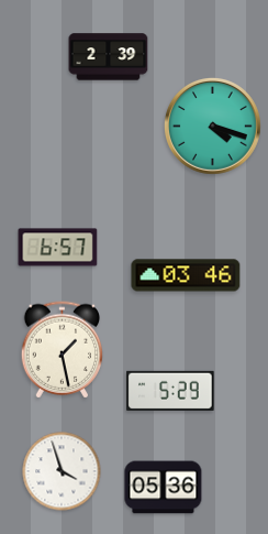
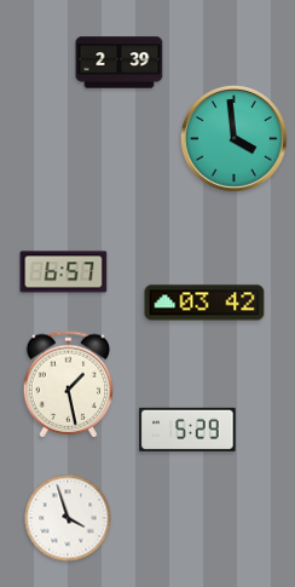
clock at (212, 126): 4:18 -> 3:59
clock at (186, 275): 03:46 -> 03:42
clock at (164, 488): 05:36 -> none
